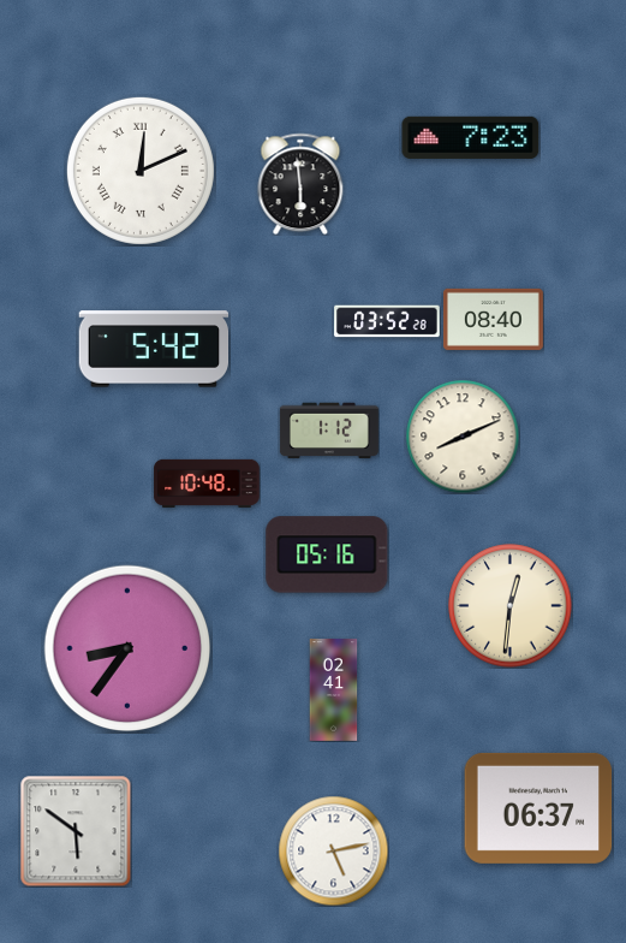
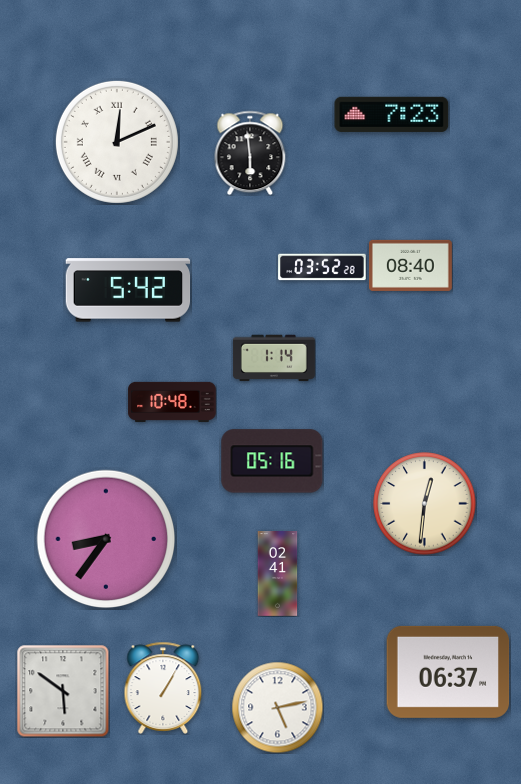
clock at (329, 431): 1:12 -> 1:14
clock at (463, 437): 8:11 -> none
clock at (163, 688): none -> 1:05
